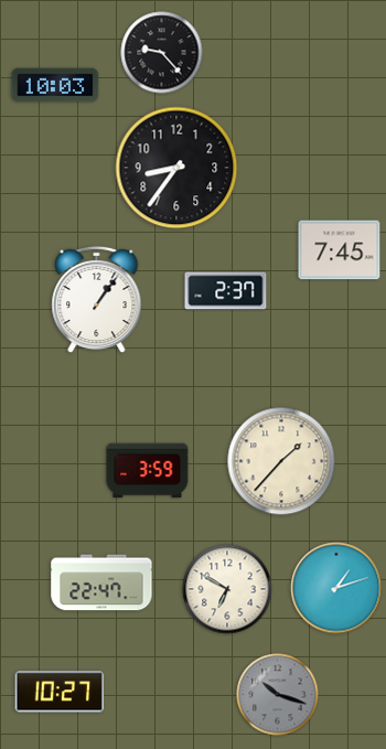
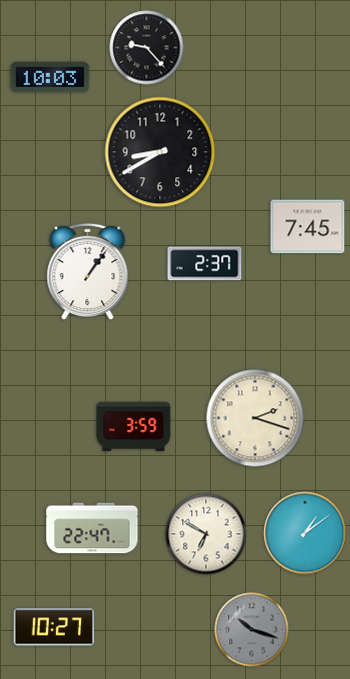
clock at (176, 168): 8:36 -> 8:40
clock at (281, 461): 1:37 -> 2:18
clock at (336, 588): 1:12 -> 1:09
